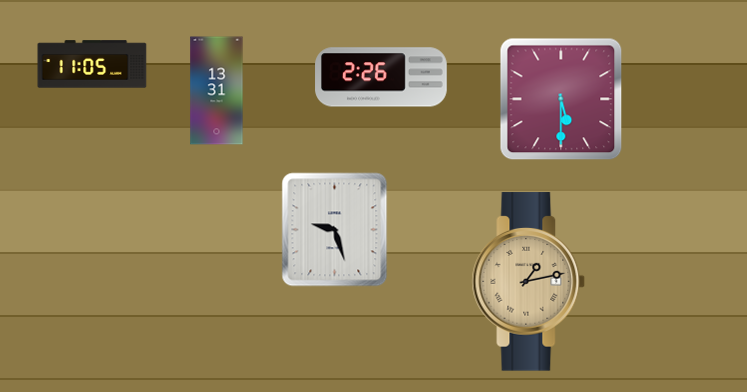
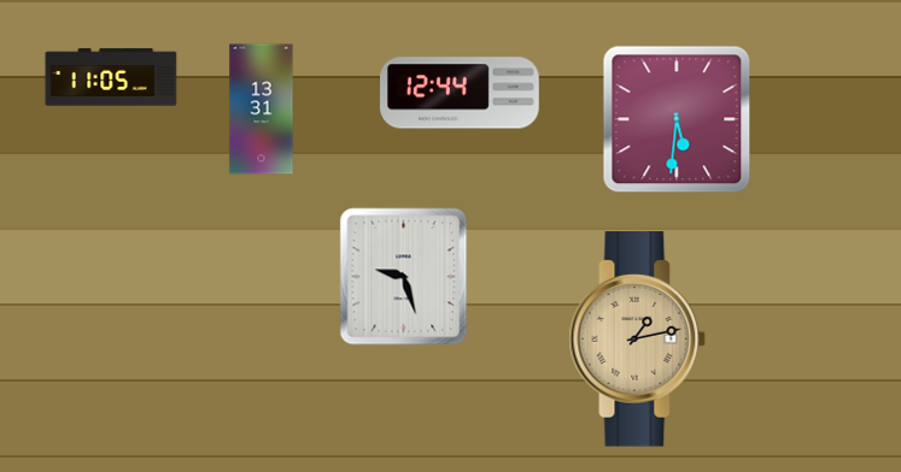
clock at (381, 77): 2:26 -> 12:44
clock at (561, 99): 5:30 -> 5:31
